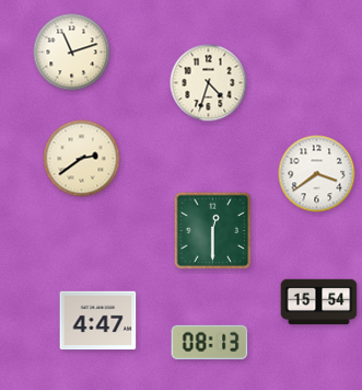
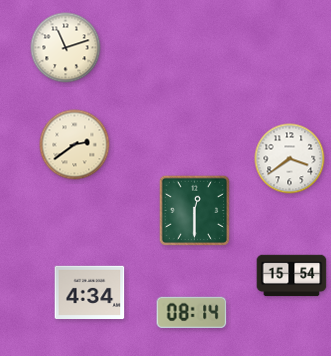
clock at (209, 83): 4:33 -> none
clock at (98, 321): 4:47 -> 4:34
clock at (210, 342): 08:13 -> 08:14
